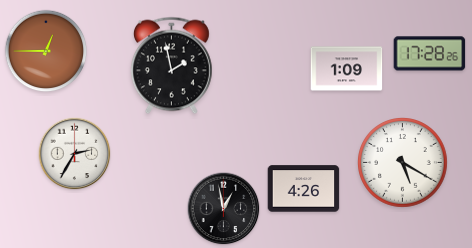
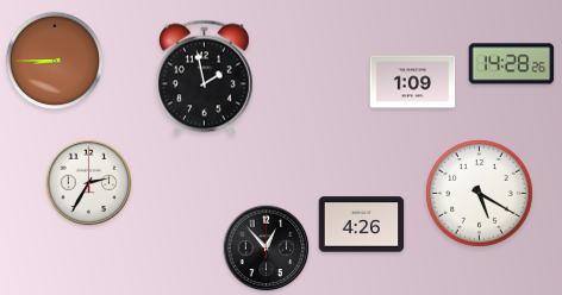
clock at (46, 51): 12:45 -> 8:45
clock at (430, 54): 17:28 -> 14:28
clock at (224, 209): 12:58 -> 12:53
